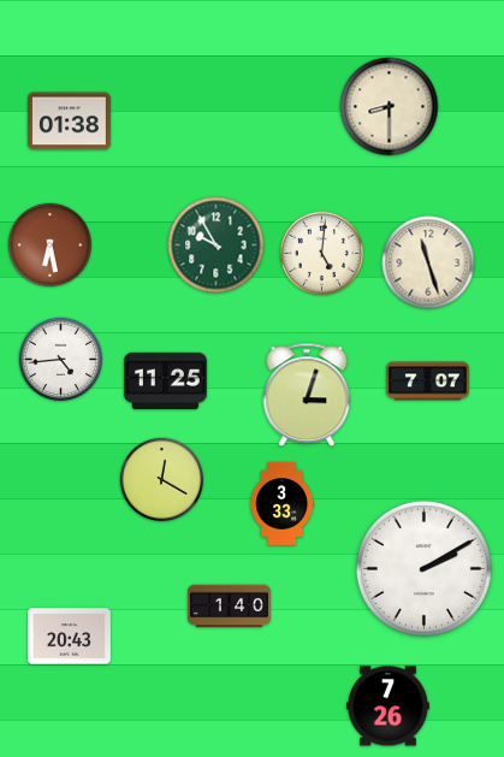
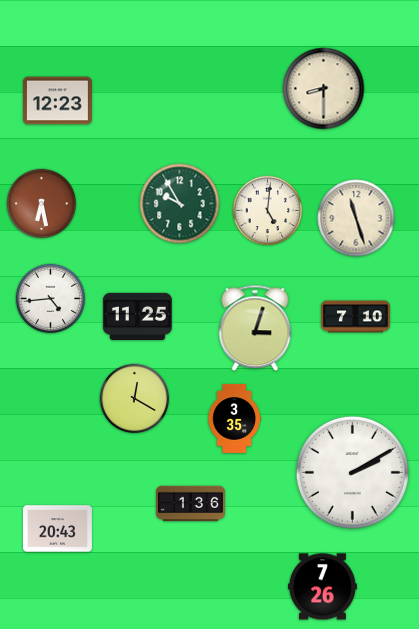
clock at (69, 122): 01:38 -> 12:23
clock at (427, 382): 7:07 -> 7:10
clock at (281, 503): 3:33 -> 3:35
clock at (229, 607): 1:40 -> 1:36
